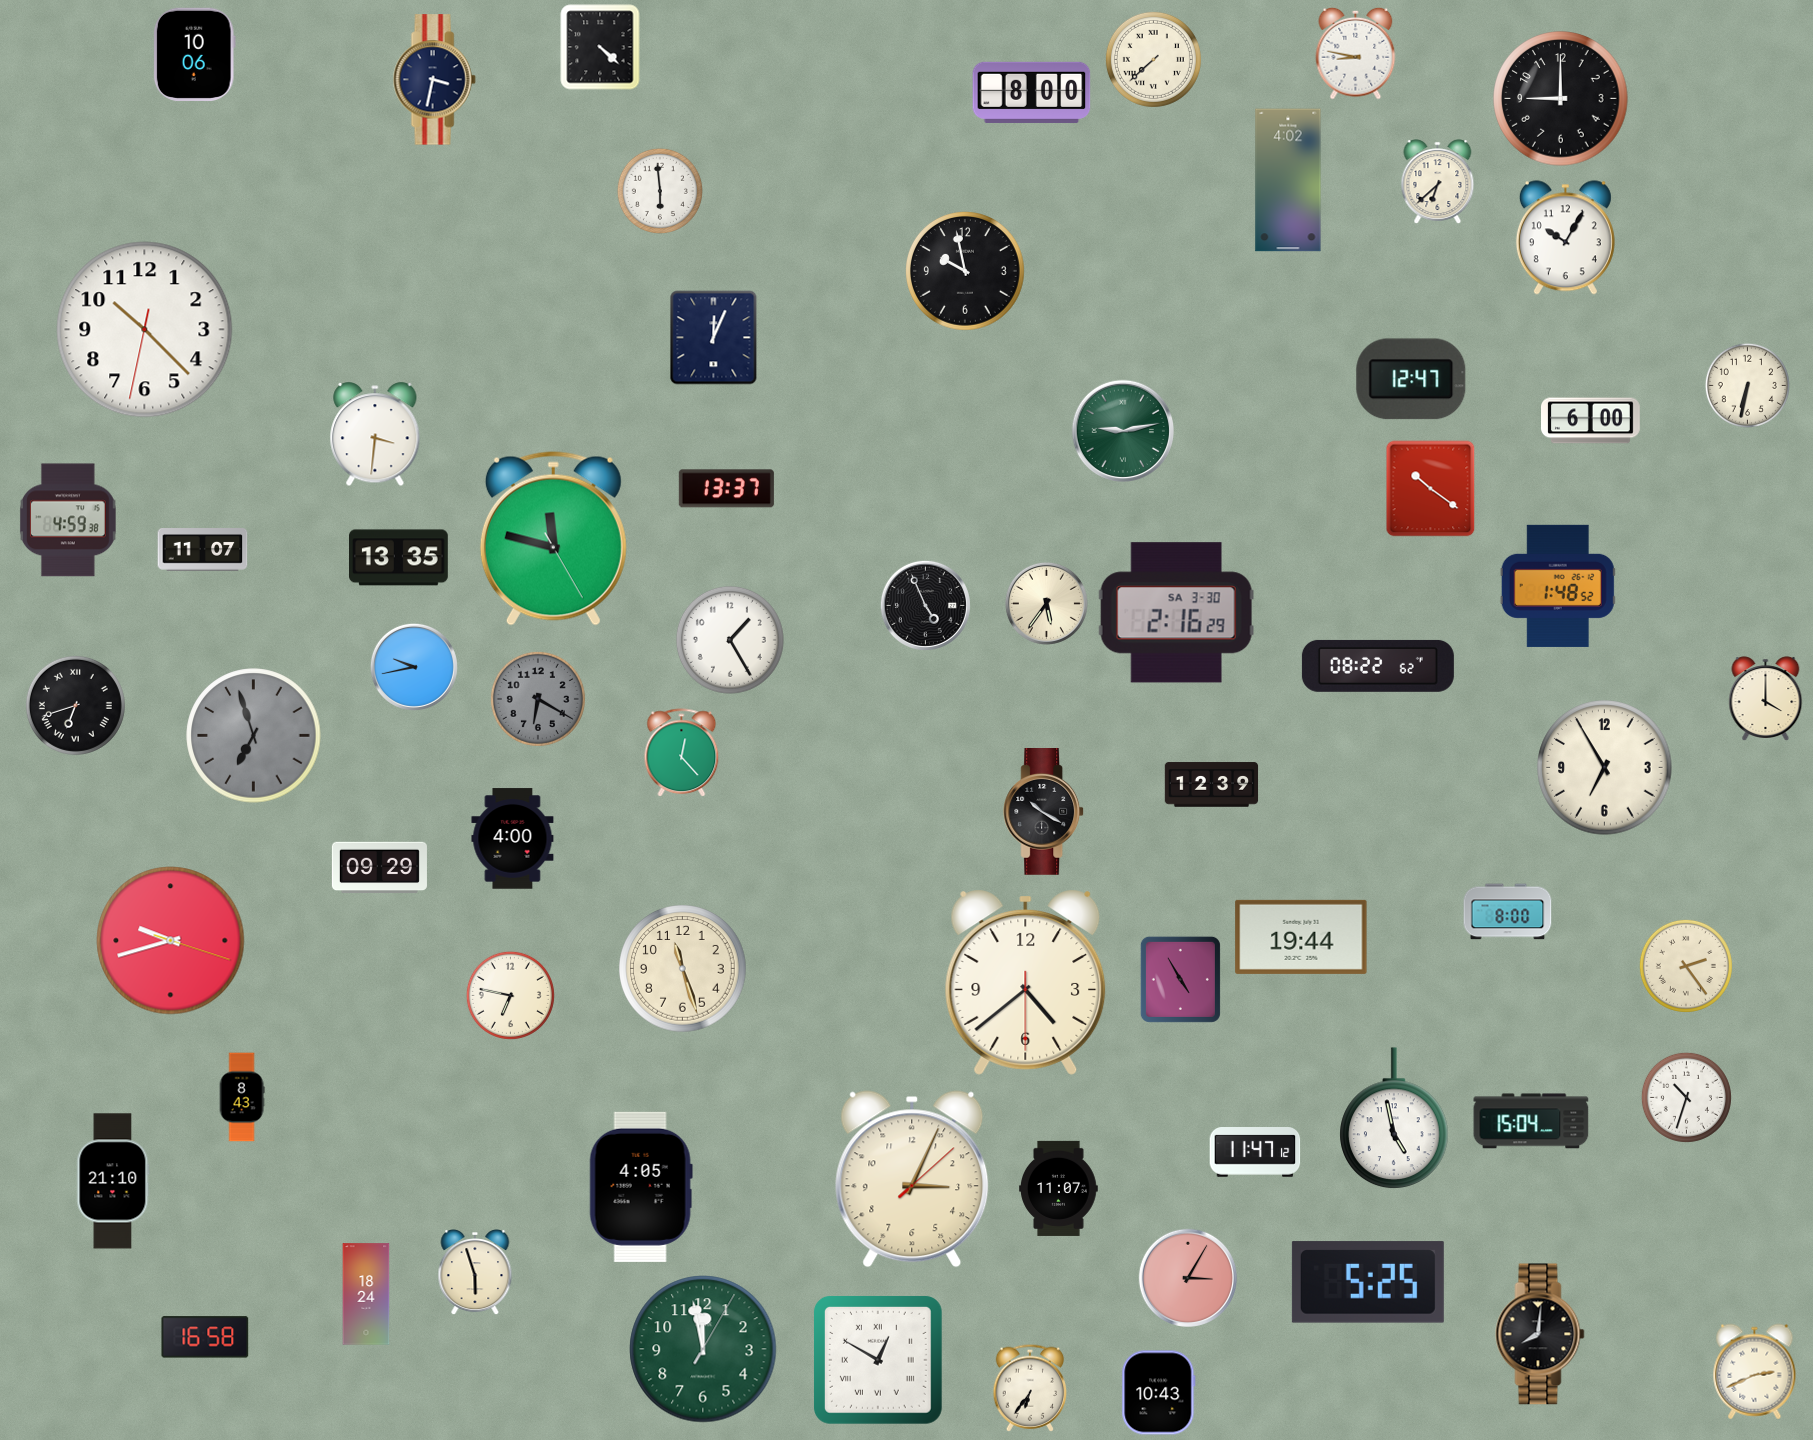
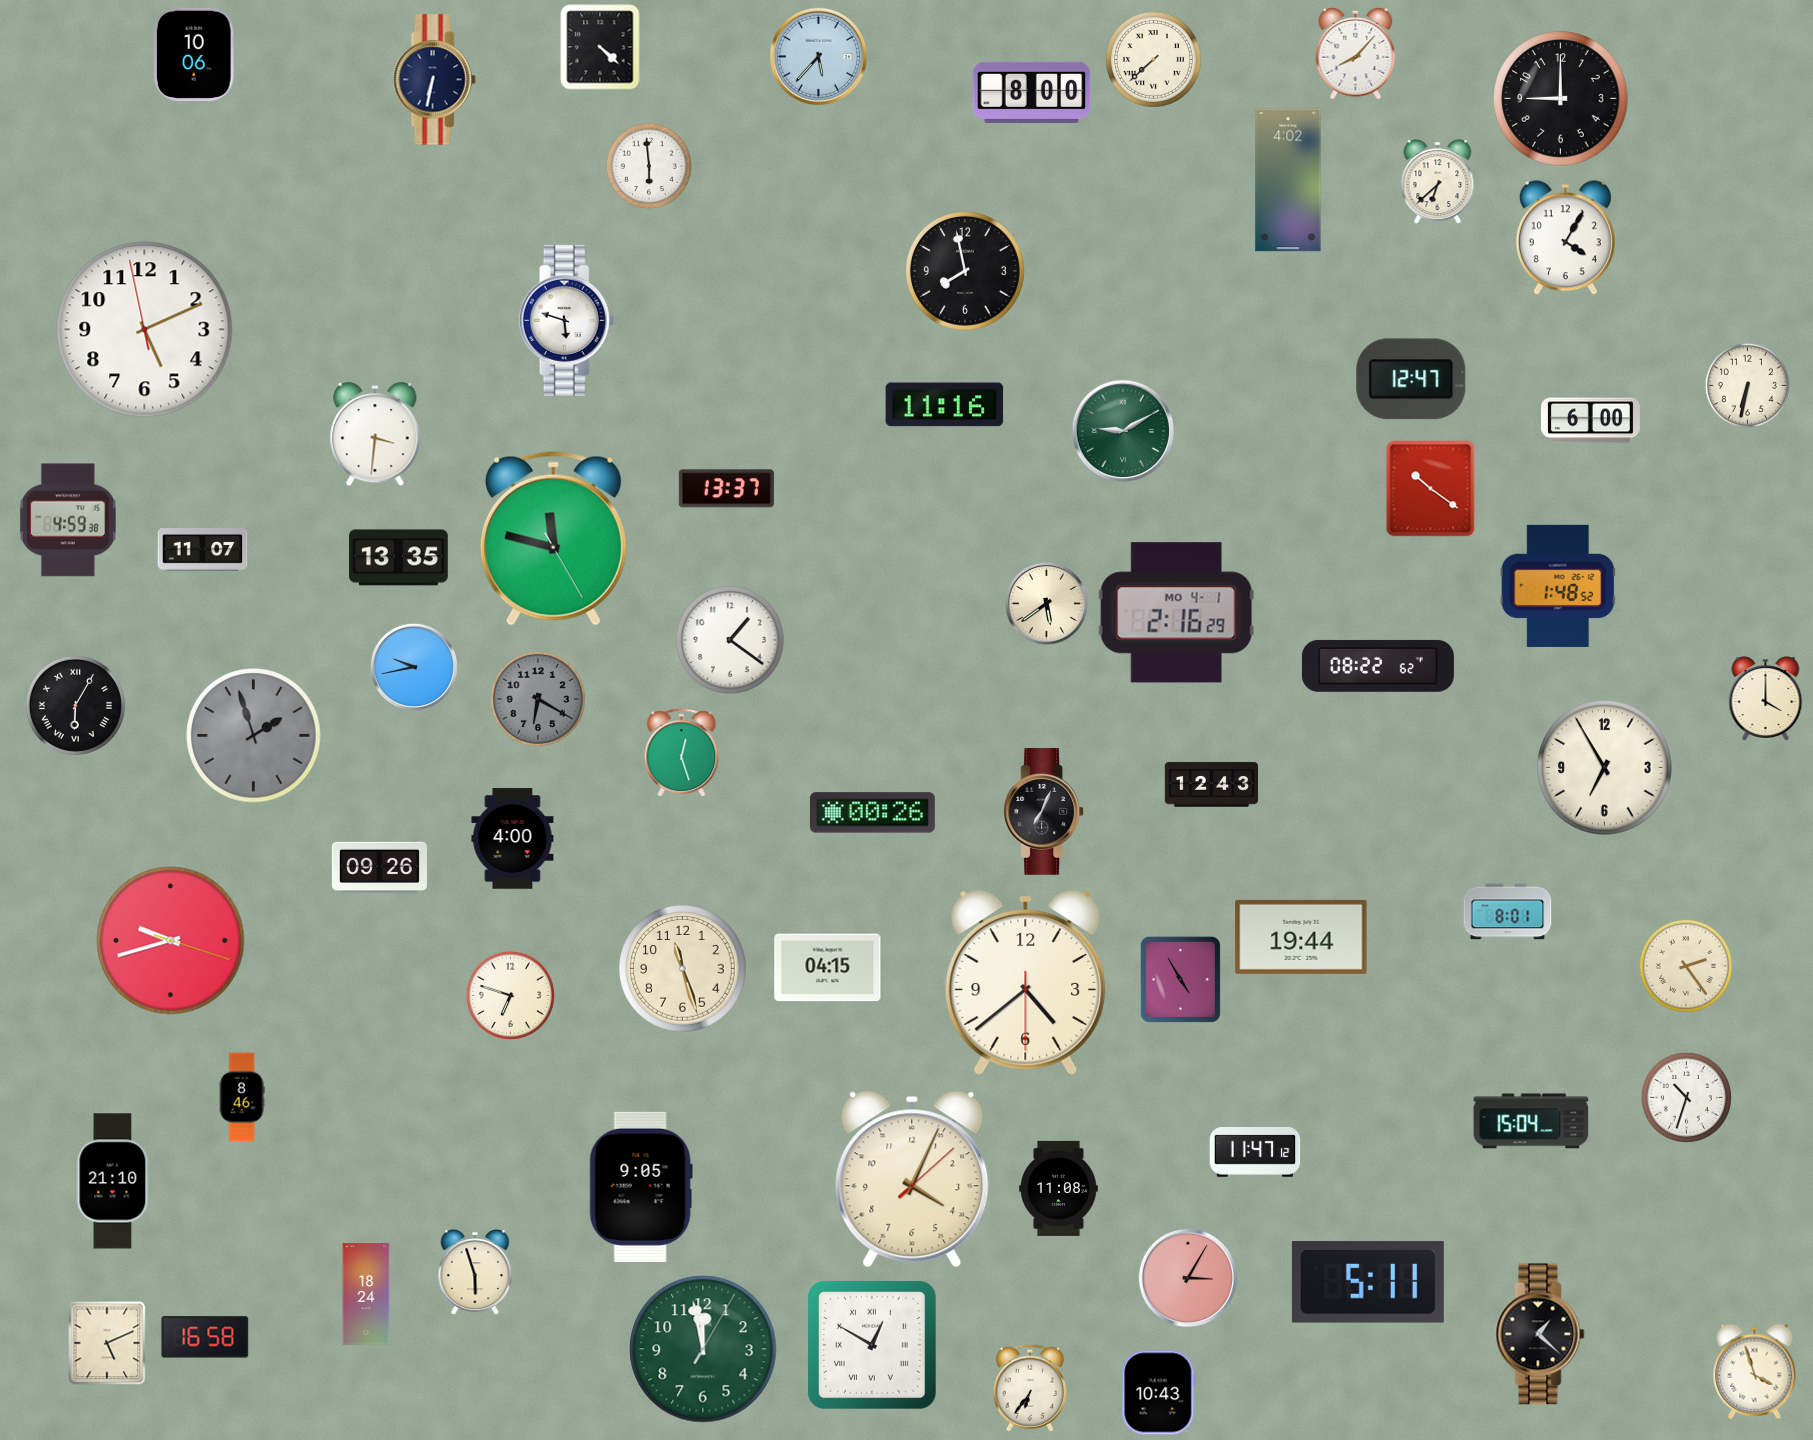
clock at (1356, 53): 8:47 -> 8:07
clock at (818, 56): none -> 5:37
clock at (434, 80): 3:32 -> 6:32
clock at (660, 191) position: (660, 191) -> (649, 166)
clock at (1565, 238): 10:05 -> 4:05
clock at (966, 272): 9:58 -> 7:58
clock at (567, 320): none -> 5:48
clock at (145, 330): 10:22 -> 5:10
clock at (714, 338): 12:04 -> none
clock at (945, 405): none -> 11:16
clock at (1122, 430): 9:13 -> 9:10
clock at (1046, 603): 5:36 -> 5:39
clock at (925, 605): 4:56 -> none
clock at (1176, 613) date: SA 3-30 -> MO 4-1
clock at (730, 640): 1:25 -> 1:21
clock at (75, 705): 6:42 -> 6:05
clock at (254, 736): 6:57 -> 1:57
clock at (682, 753): 12:23 -> 12:27
clock at (1212, 785): 12:39 -> 12:43
clock at (1044, 812): 10:20 -> 7:04
clock at (872, 813): none -> 00:26
clock at (379, 868): 09:29 -> 09:26
clock at (1508, 912): 8:00 -> 8:01
clock at (828, 968): none -> 04:15
clock at (510, 995): 6:47 -> 6:48
clock at (242, 1097): 8:43 -> 8:46
clock at (1394, 1118): 4:58 -> none
clock at (912, 1179): 3:04 -> 4:04
clock at (641, 1187): 4:05 -> 9:05
clock at (1059, 1188): 11:07 -> 11:08
clock at (1368, 1282): 5:25 -> 5:11
clock at (1540, 1334): 8:01 -> 1:22
clock at (107, 1343): none -> 5:11
clock at (878, 1360) position: (878, 1360) -> (872, 1345)
clock at (1755, 1372): 2:41 -> 3:57
